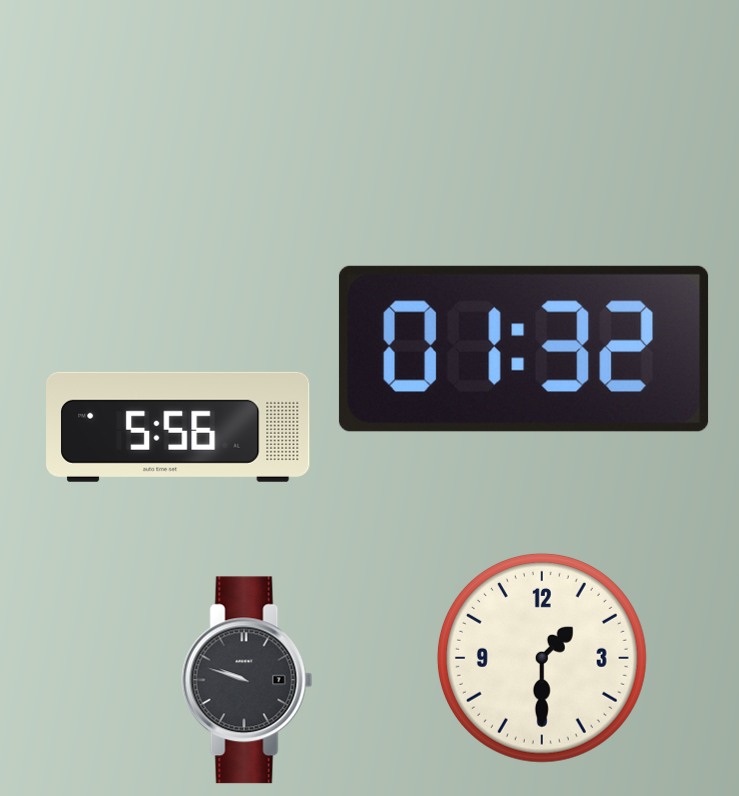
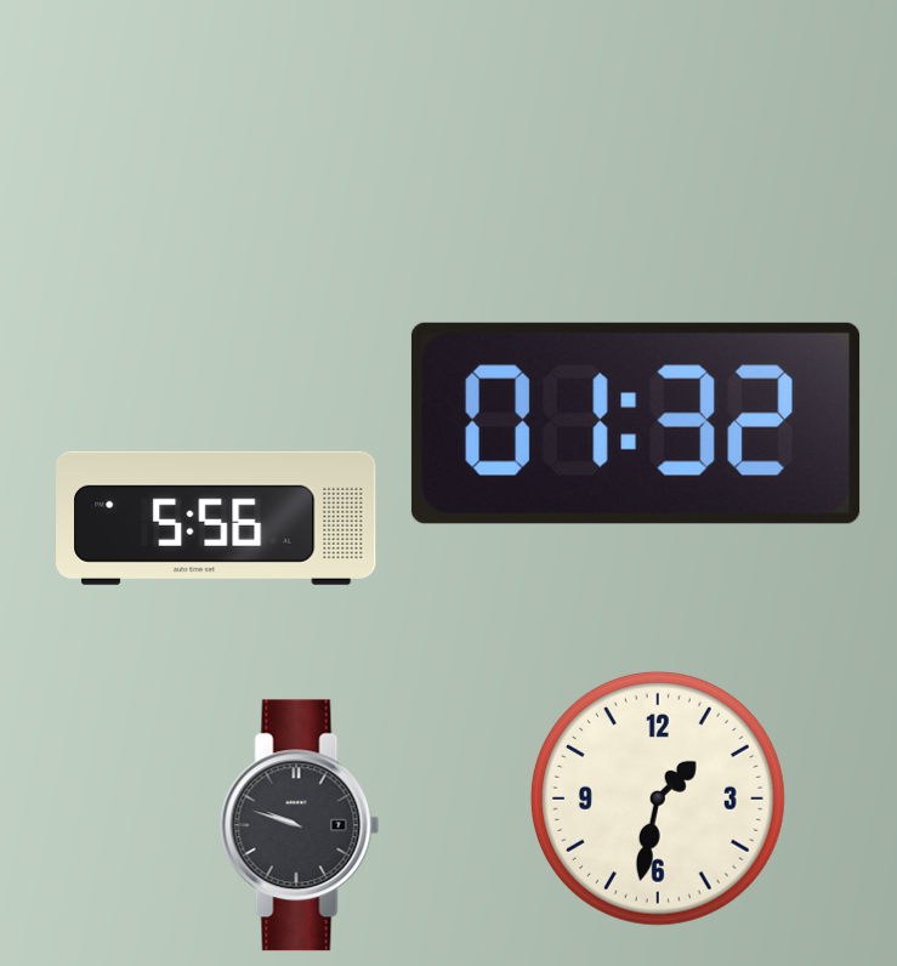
clock at (542, 658): 1:30 -> 1:32
